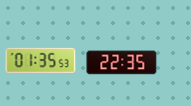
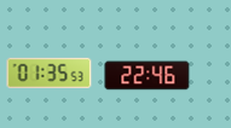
clock at (122, 63): 22:35 -> 22:46
